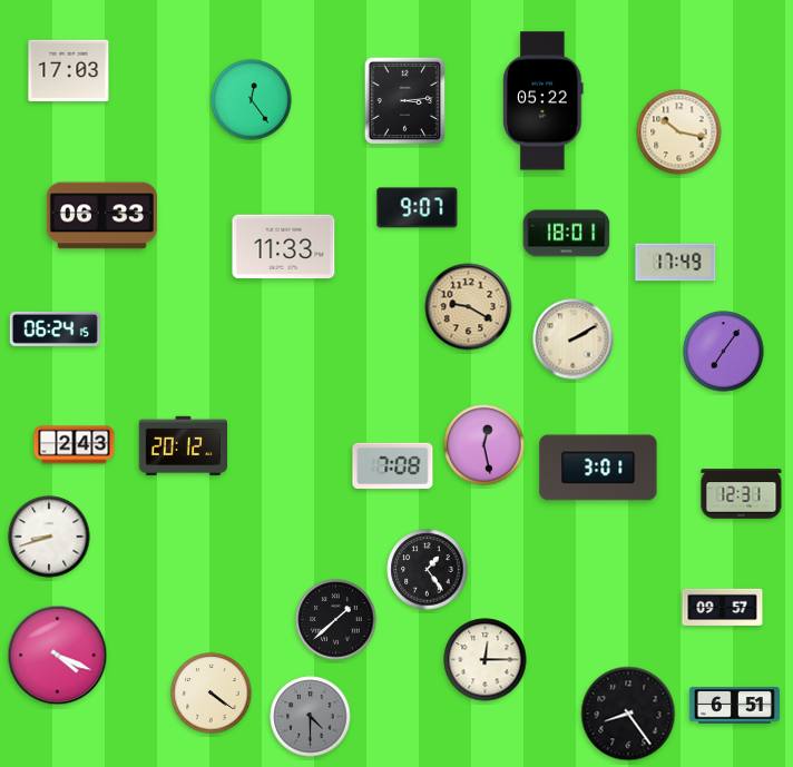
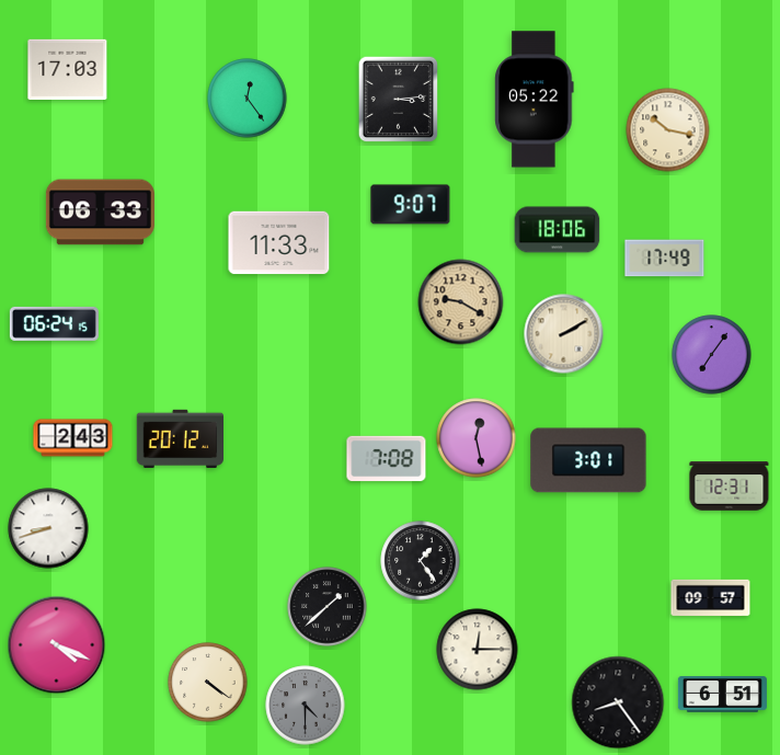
clock at (567, 234): 18:01 -> 18:06
clock at (724, 352) position: (724, 352) -> (712, 355)
clock at (336, 620) position: (336, 620) -> (328, 607)
